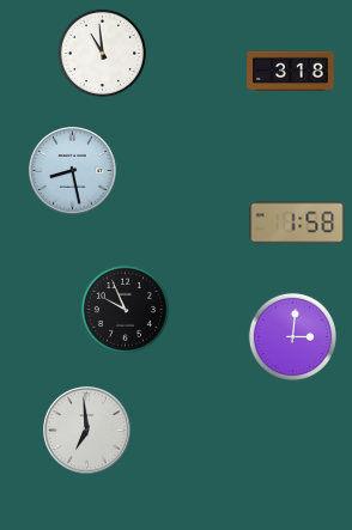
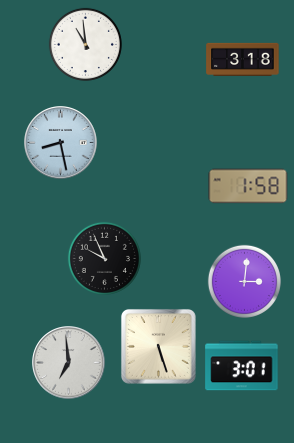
clock at (159, 347): none -> 5:27
clock at (87, 431) position: (87, 431) -> (69, 363)
clock at (242, 366): none -> 3:01
